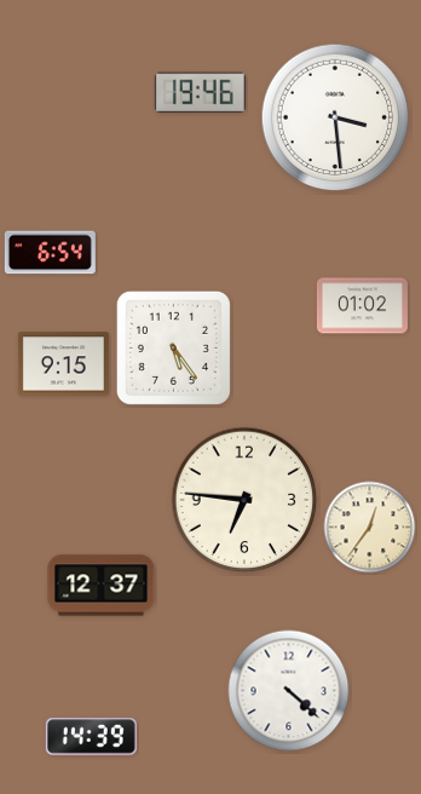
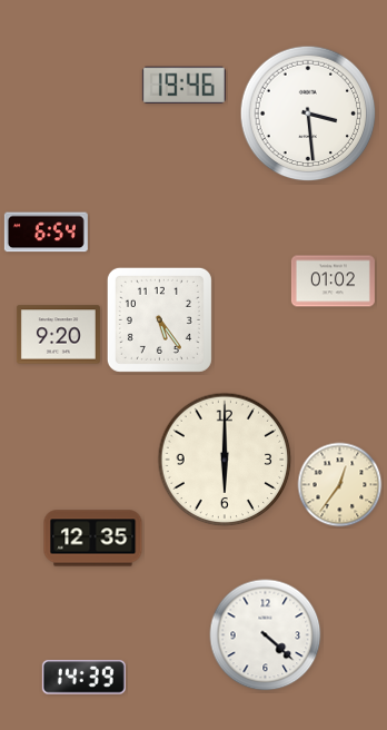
clock at (335, 117) position: (335, 117) -> (308, 114)
clock at (63, 364): 9:15 -> 9:20
clock at (244, 500): 6:46 -> 6:00
clock at (102, 586): 12:37 -> 12:35
